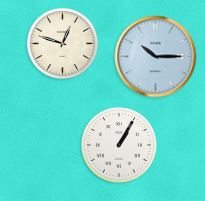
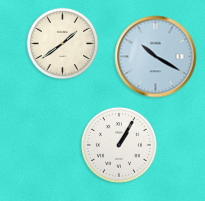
clock at (63, 44): 12:48 -> 1:39
clock at (156, 57): 10:15 -> 10:20
